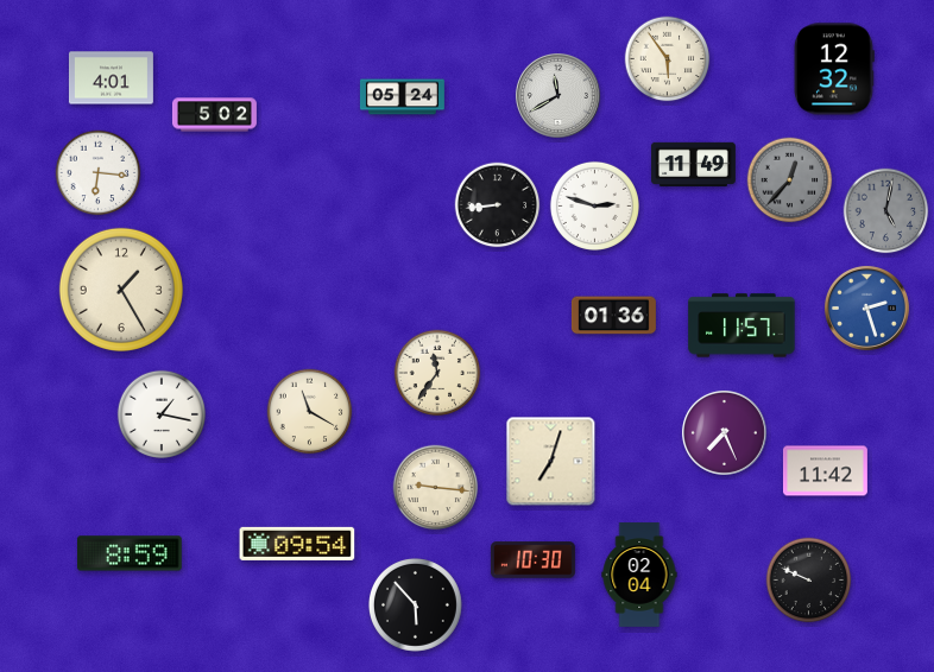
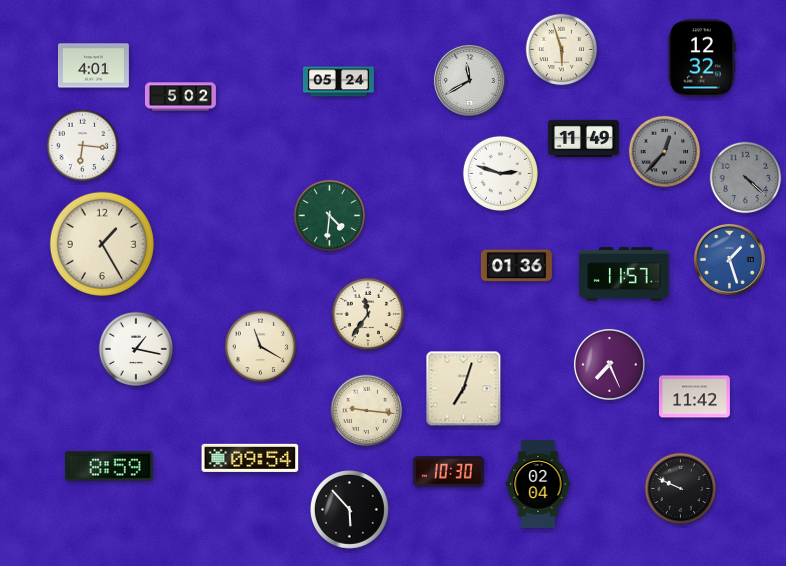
clock at (668, 59): 5:54 -> 5:57
clock at (498, 205): 8:44 -> none
clock at (886, 211): 5:02 -> 4:22
clock at (330, 216): none -> 4:31
clock at (866, 308): 2:27 -> 1:27
